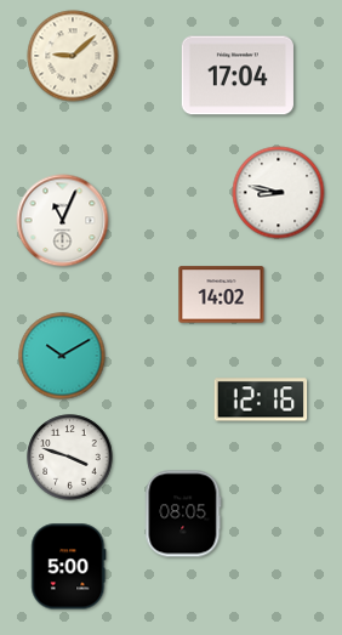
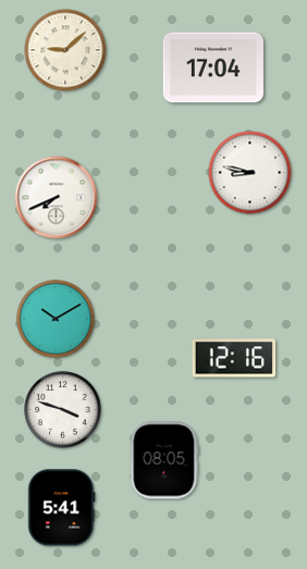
clock at (63, 221): 11:04 -> 7:41
clock at (222, 295): 14:02 -> none
clock at (69, 567): 5:00 -> 5:41
